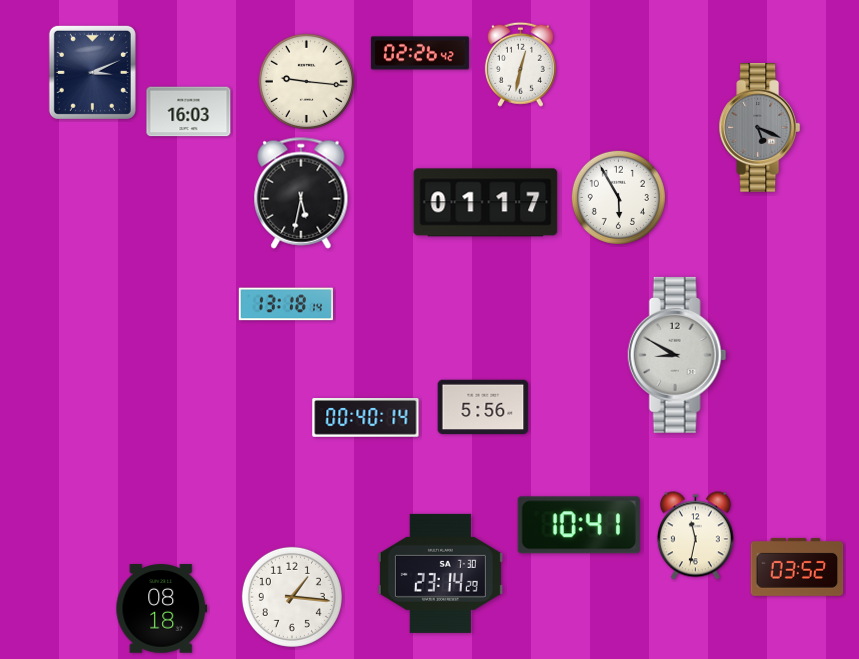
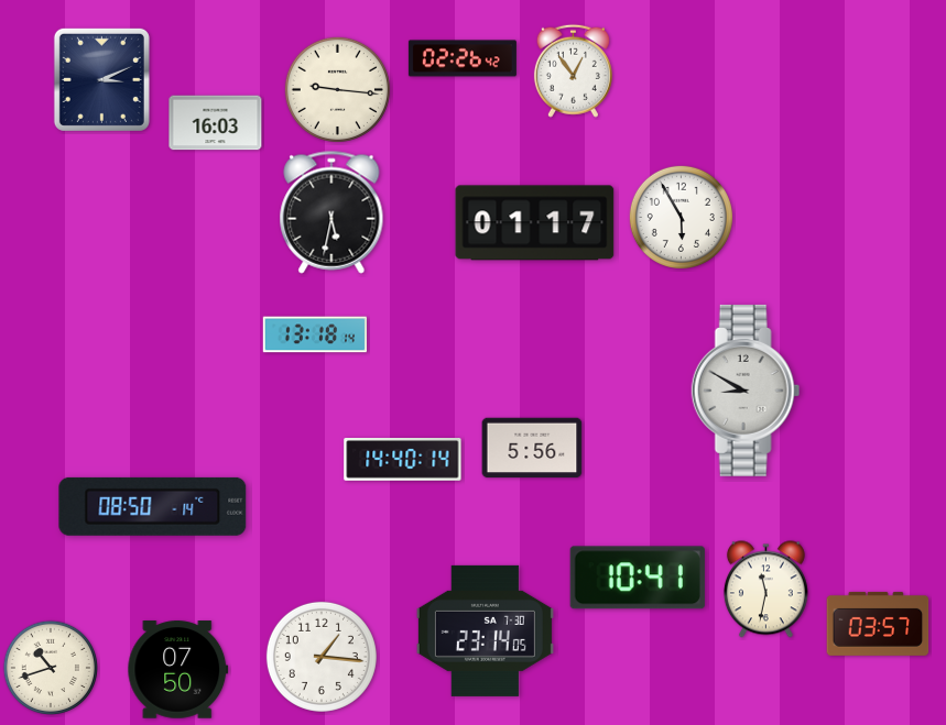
clock at (520, 64): 12:32 -> 12:54
clock at (189, 112) position: (189, 112) -> (216, 123)
clock at (760, 128): 5:19 -> none
clock at (366, 418): 00:40 -> 14:40
clock at (153, 506): none -> 08:50
clock at (797, 567): 03:52 -> 03:57
clock at (440, 573): 23:14:29 -> 23:14:05
clock at (50, 667): none -> 10:42
clock at (162, 609): 08:18 -> 07:50
